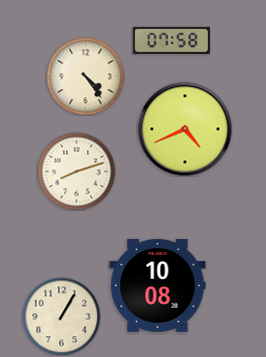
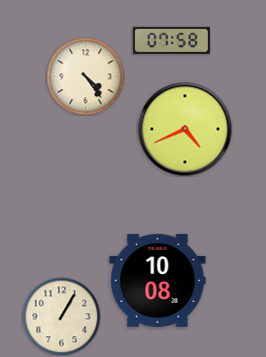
clock at (76, 171): 8:12 -> none
clock at (158, 285) position: (158, 285) -> (158, 280)
